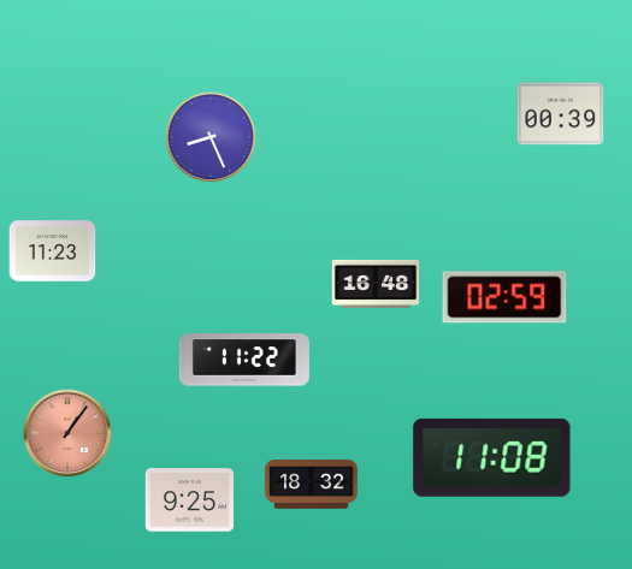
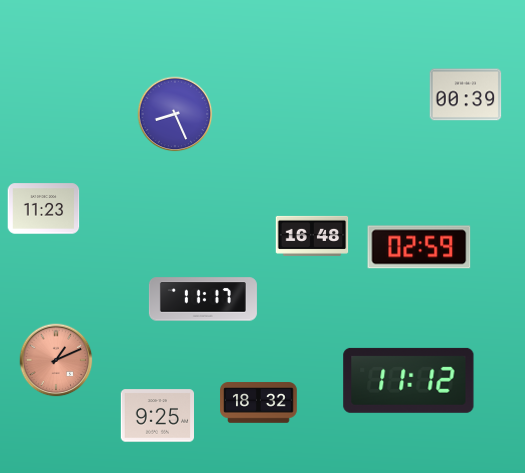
clock at (244, 360): 11:22 -> 11:17
clock at (67, 433): 1:06 -> 1:11
clock at (492, 457): 11:08 -> 11:12
